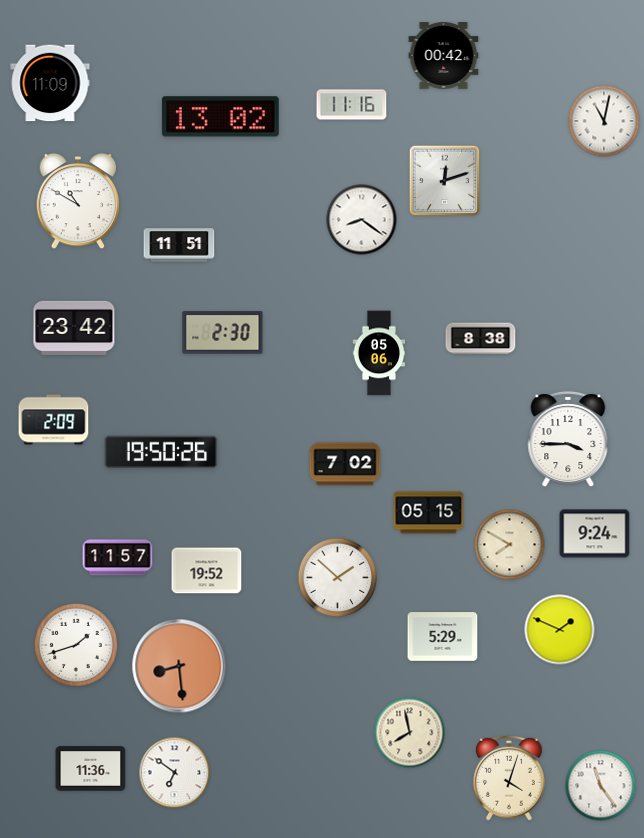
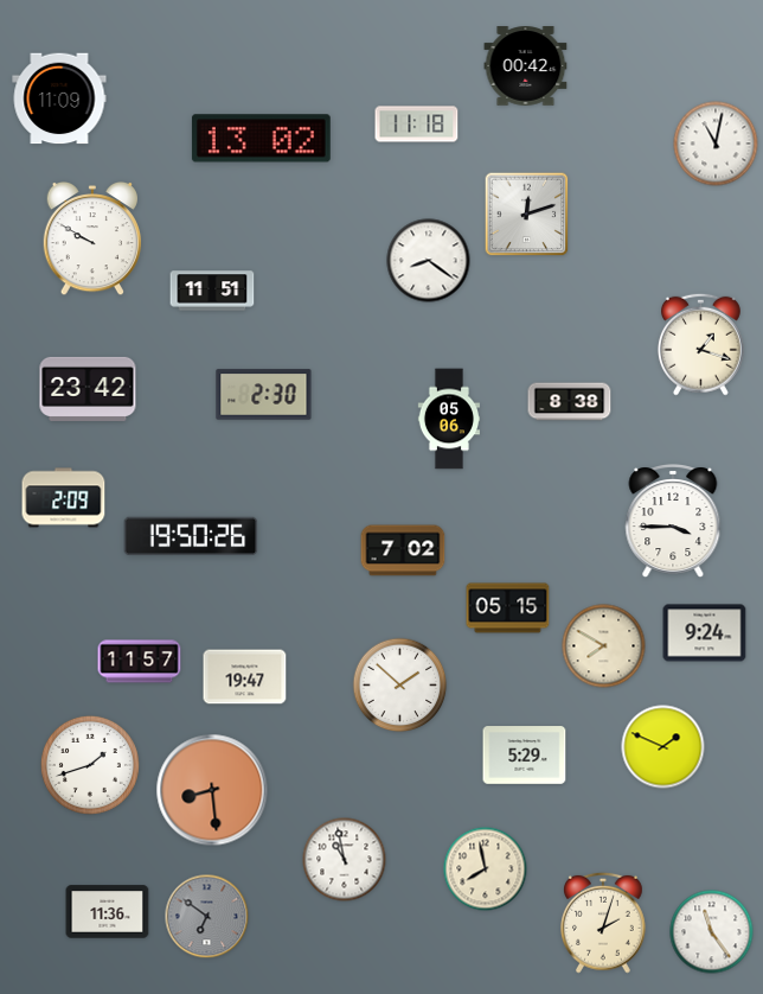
clock at (352, 105): 11:16 -> 11:18
clock at (78, 201): 10:50 -> 9:50
clock at (700, 344): none -> 1:18
clock at (345, 464) position: (345, 464) -> (403, 550)
clock at (207, 571): 19:52 -> 19:47
clock at (345, 860): none -> 10:58
clock at (175, 773) dial: white -> grey
clock at (510, 778): 4:03 -> 2:03
